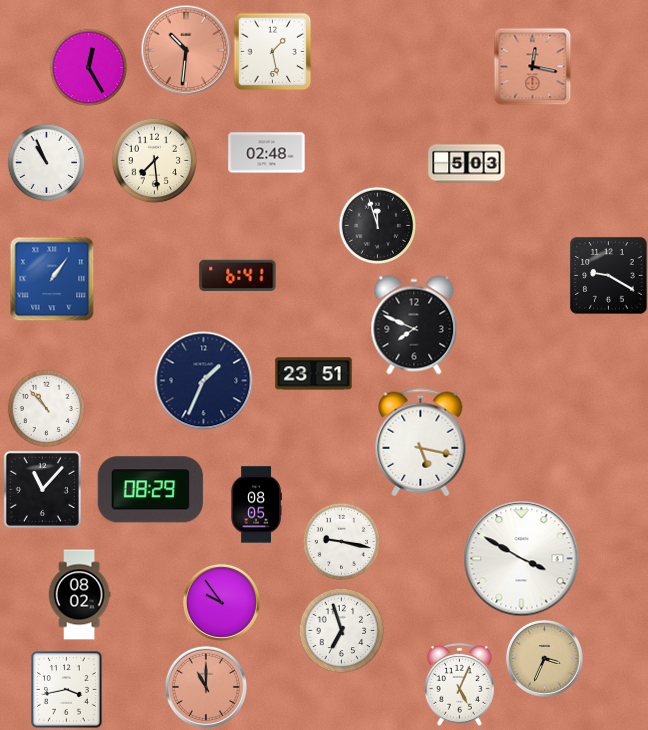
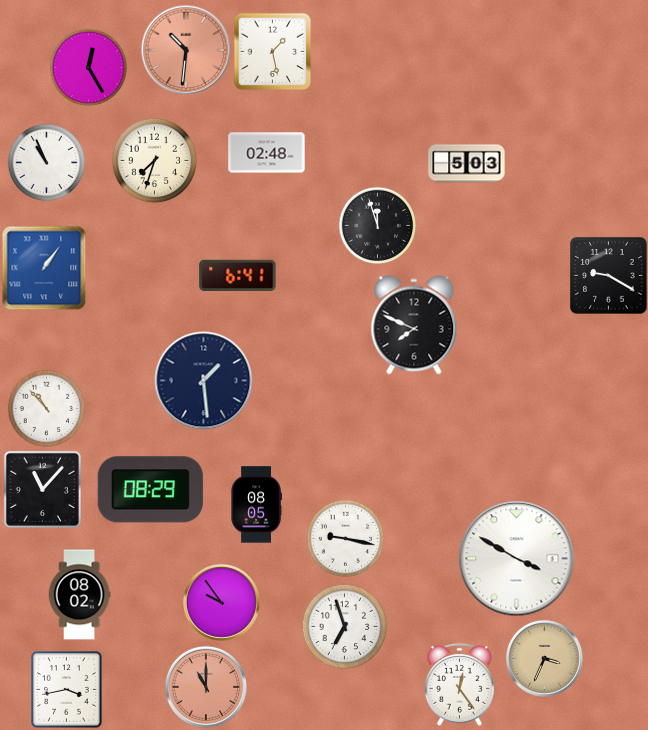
clock at (532, 66): 12:17 -> none
clock at (154, 160): 7:29 -> 7:33
clock at (52, 279) position: (52, 279) -> (44, 268)
clock at (314, 374): 23:51 -> none
clock at (204, 381): 1:34 -> 1:29
clock at (421, 443): 5:17 -> none
clock at (341, 541) position: (341, 541) -> (345, 538)
clock at (522, 559) position: (522, 559) -> (517, 559)
clock at (341, 630) position: (341, 630) -> (344, 626)
clock at (460, 684): 5:04 -> 12:24
